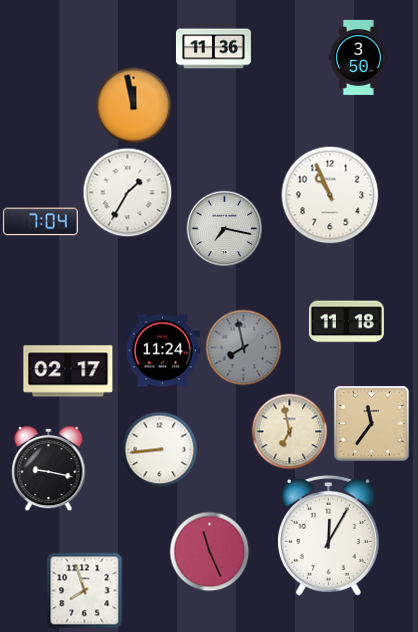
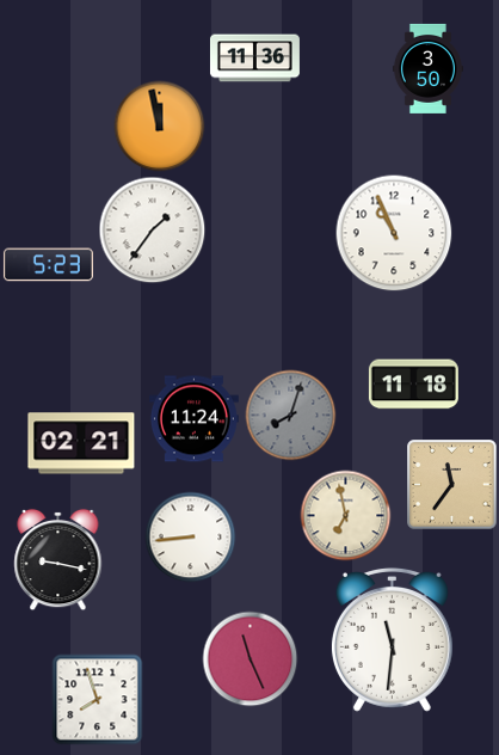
clock at (128, 193): 1:35 -> 1:36
clock at (40, 222): 7:04 -> 5:23
clock at (225, 229): 7:17 -> none
clock at (244, 348): 7:58 -> 8:03
clock at (68, 371): 02:17 -> 02:21
clock at (372, 424) position: (372, 424) -> (452, 485)
clock at (328, 535): 12:05 -> 11:31
clock at (85, 591) position: (85, 591) -> (98, 700)
